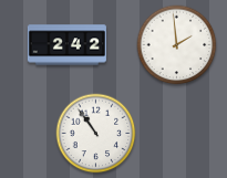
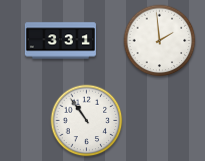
clock at (66, 45): 2:42 -> 3:31
